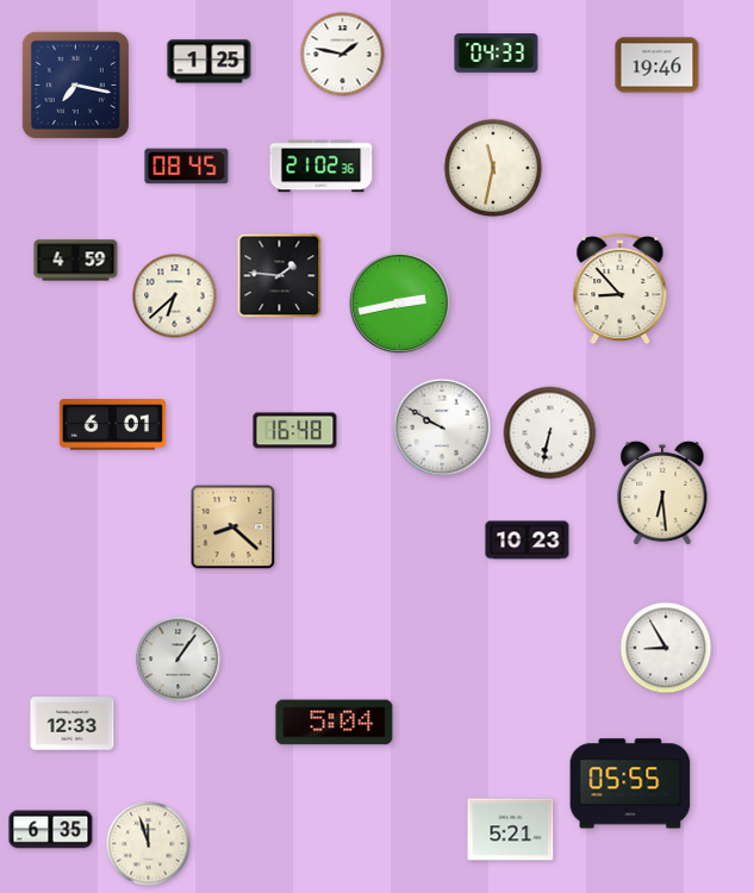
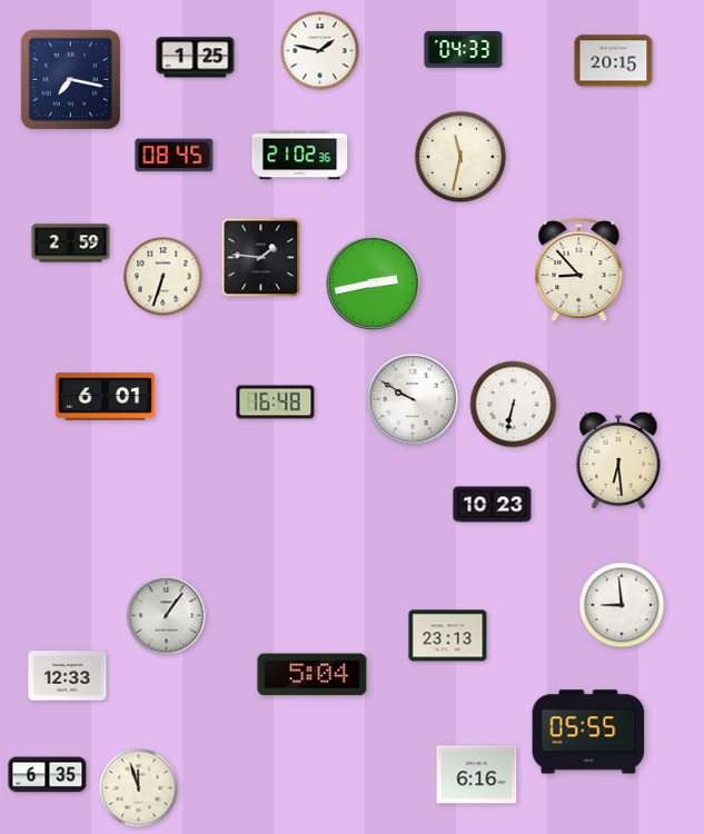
clock at (658, 65): 19:46 -> 20:15
clock at (76, 261): 4:59 -> 2:59
clock at (175, 296): 6:38 -> 6:33
clock at (233, 527): 8:22 -> none
clock at (666, 648): 8:55 -> 8:59
clock at (448, 636): none -> 23:13
clock at (511, 830): 5:21 -> 6:16
